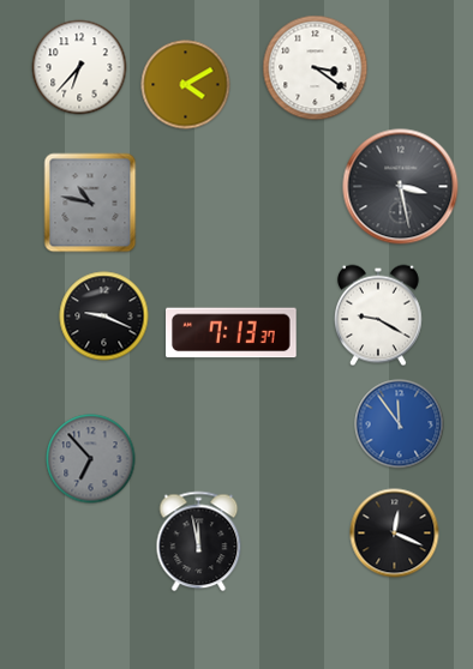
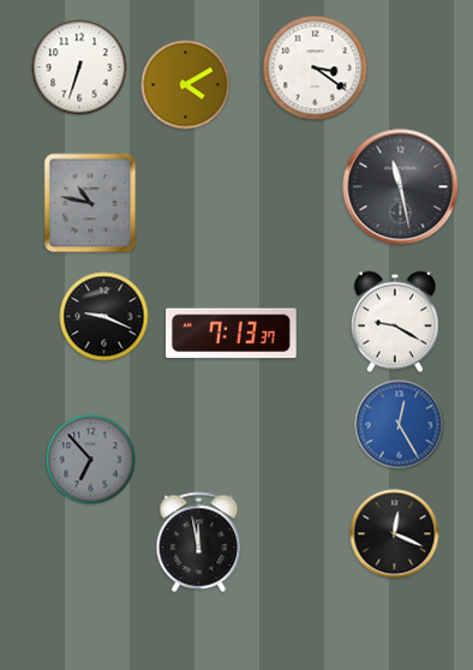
clock at (79, 67): 6:37 -> 6:33
clock at (401, 187): 3:28 -> 11:28
clock at (378, 315) position: (378, 315) -> (395, 322)
clock at (400, 424): 11:54 -> 12:25
